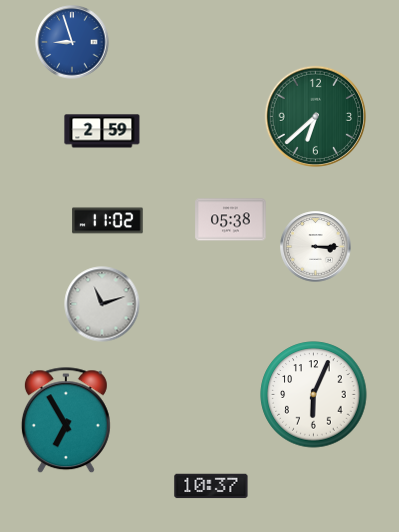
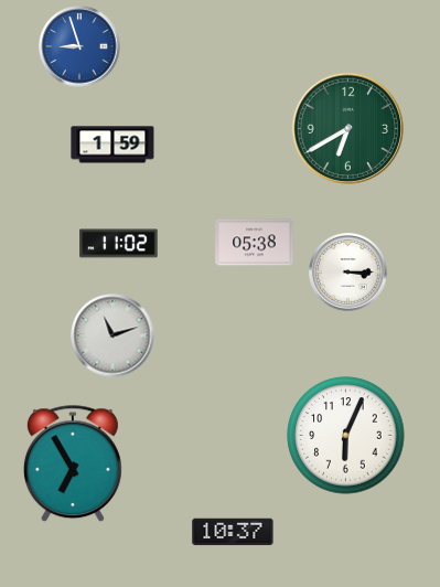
clock at (315, 116): 6:38 -> 6:40
clock at (102, 131): 2:59 -> 1:59
clock at (211, 486) position: (211, 486) -> (233, 532)
